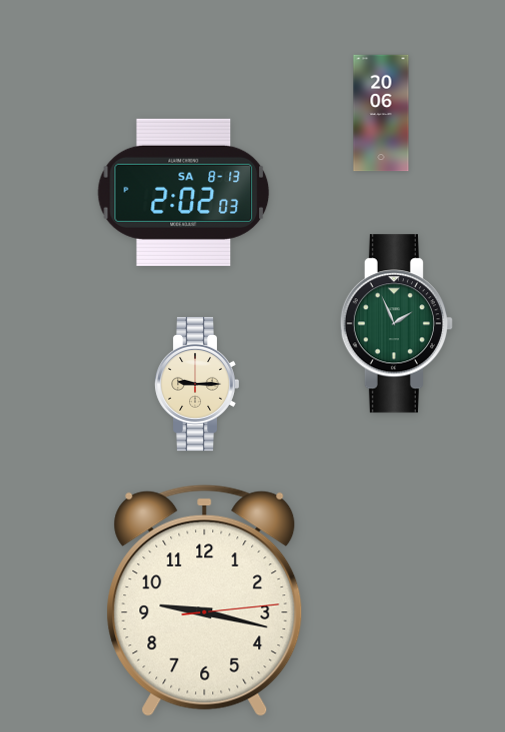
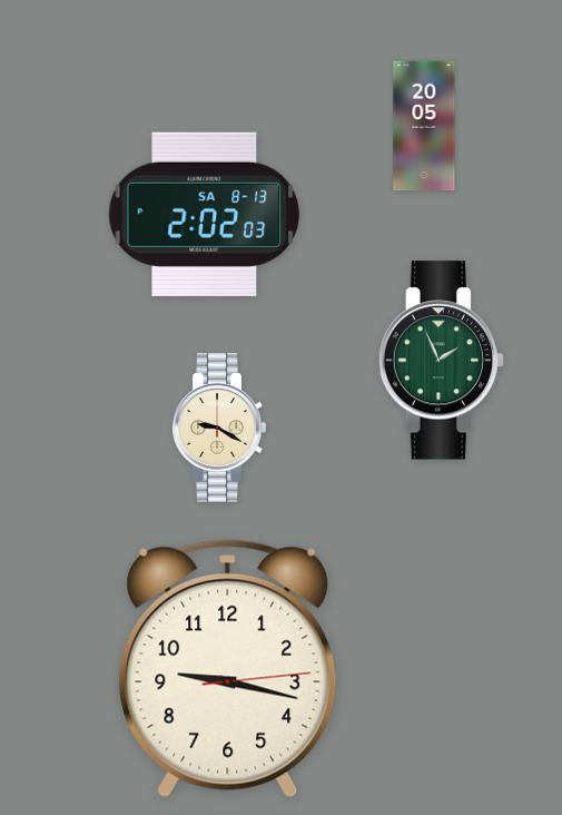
clock at (381, 113): 20:06 -> 20:05
clock at (197, 384): 9:15 -> 9:20
